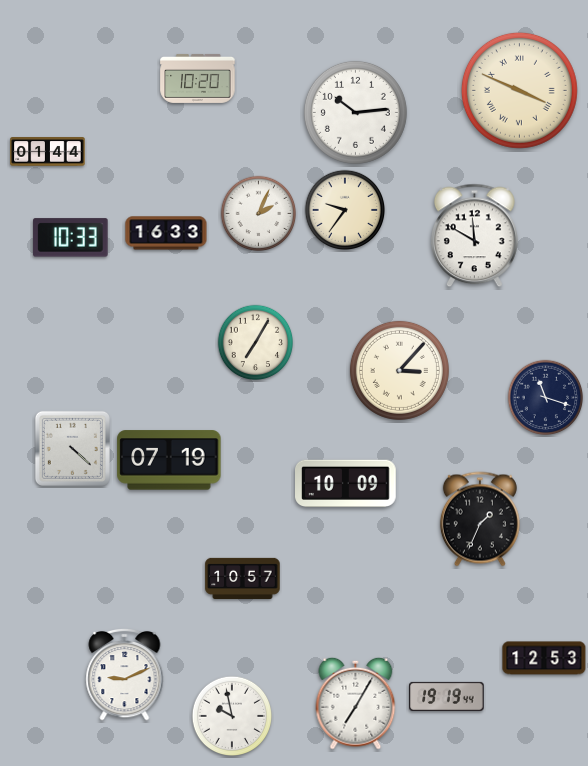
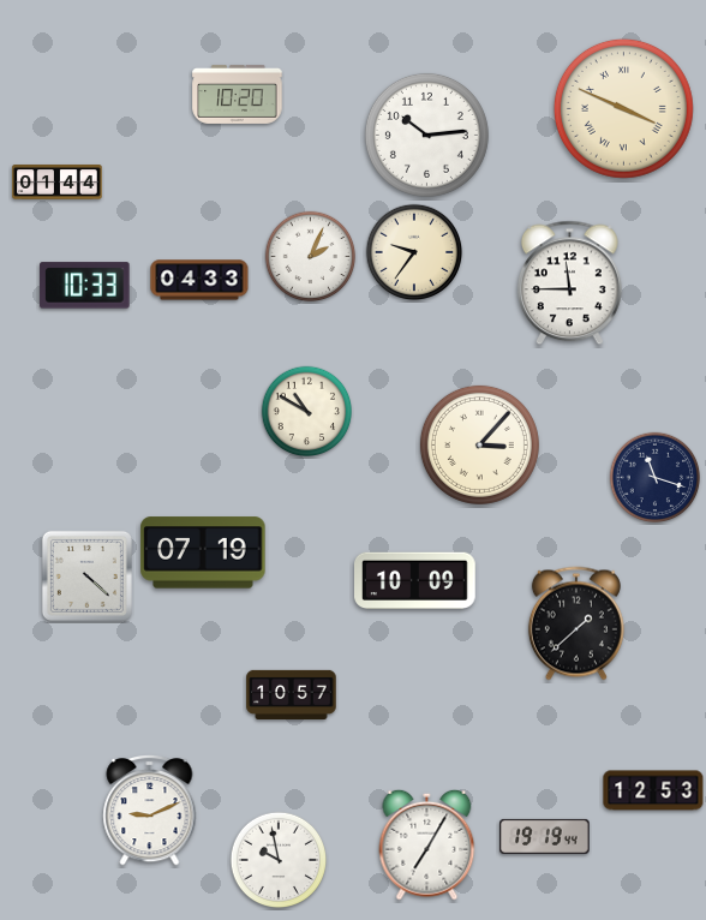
clock at (166, 233): 16:33 -> 04:33
clock at (475, 236): 11:50 -> 11:45
clock at (256, 343): 7:05 -> 10:50
clock at (72, 448) position: (72, 448) -> (86, 575)
clock at (480, 519): 1:34 -> 1:38
clock at (447, 696) position: (447, 696) -> (545, 836)
